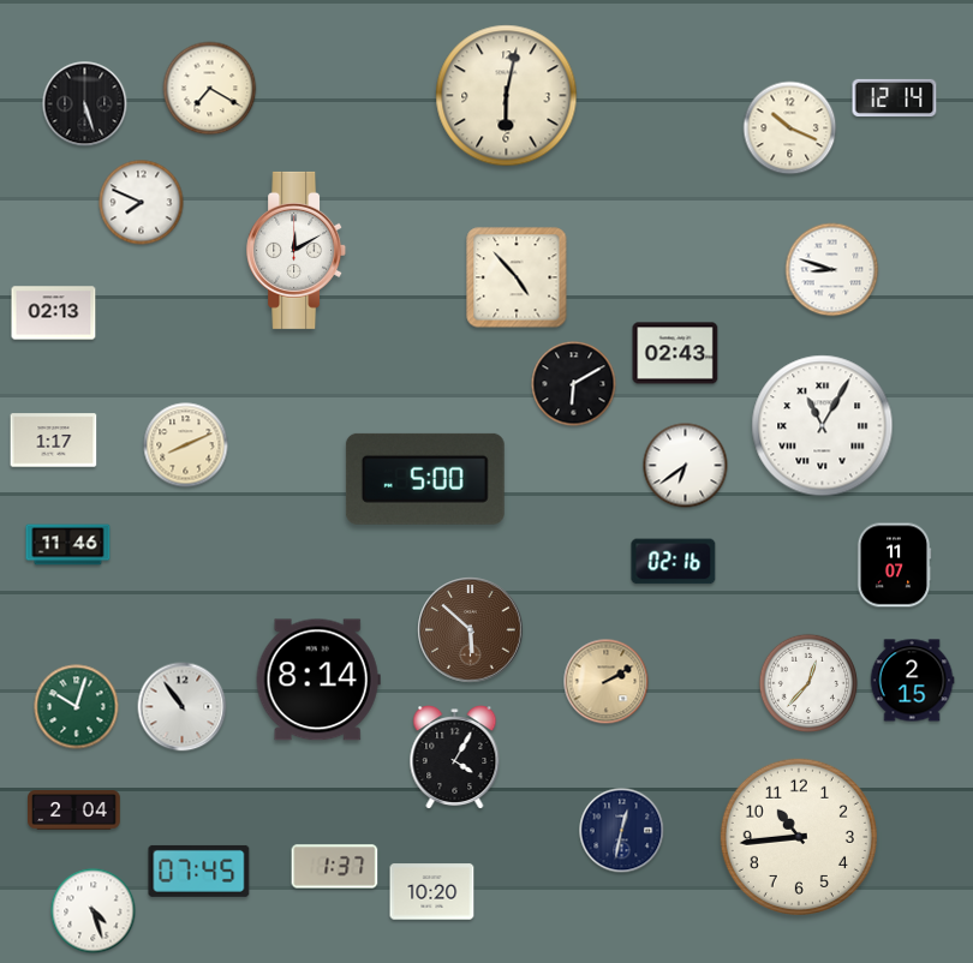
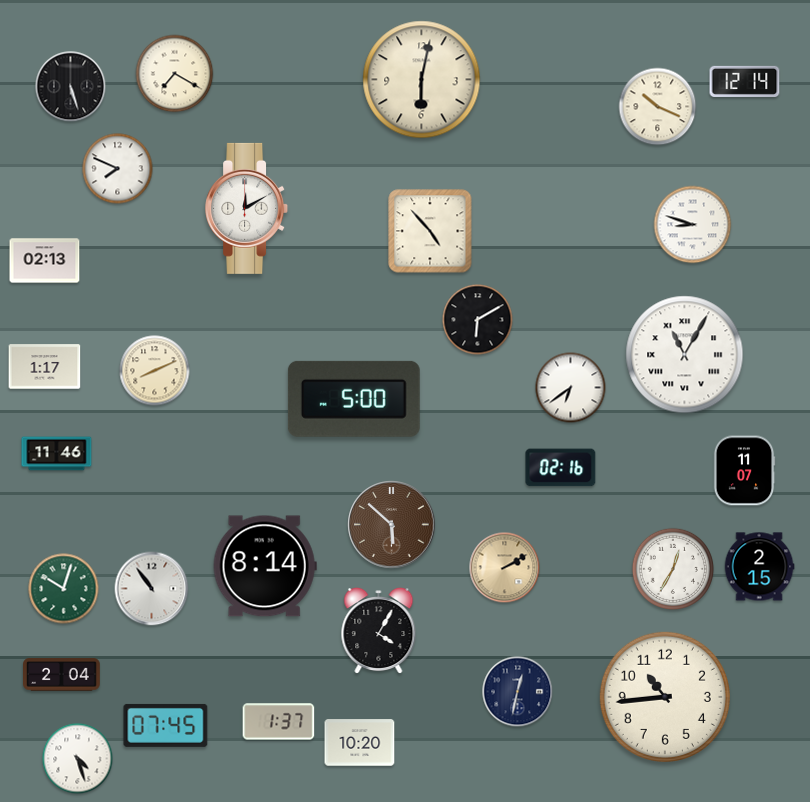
clock at (675, 353): 02:43 -> none
clock at (808, 683): 12:37 -> 12:35
